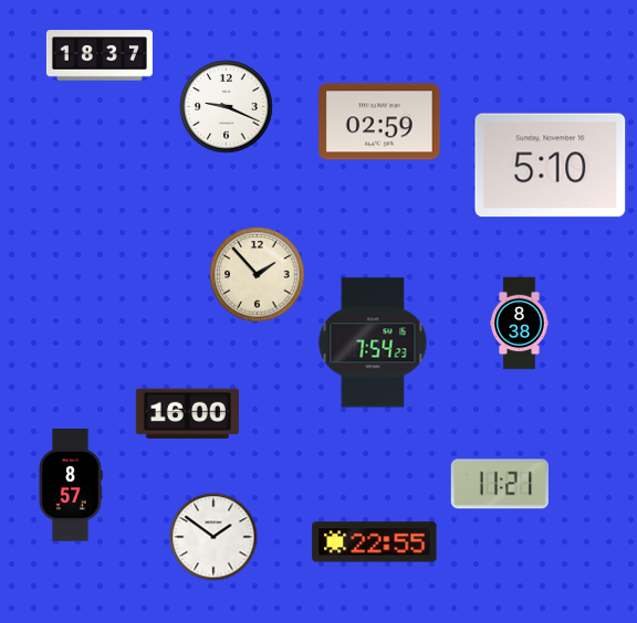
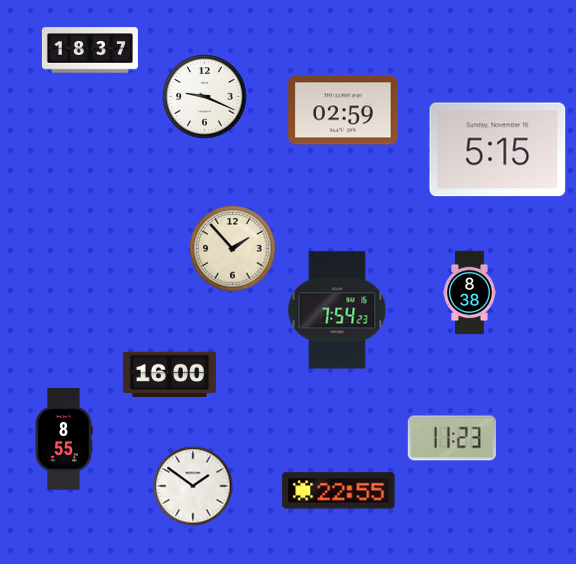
clock at (551, 166): 5:10 -> 5:15
clock at (499, 484): 11:21 -> 11:23
clock at (71, 486): 8:57 -> 8:55
